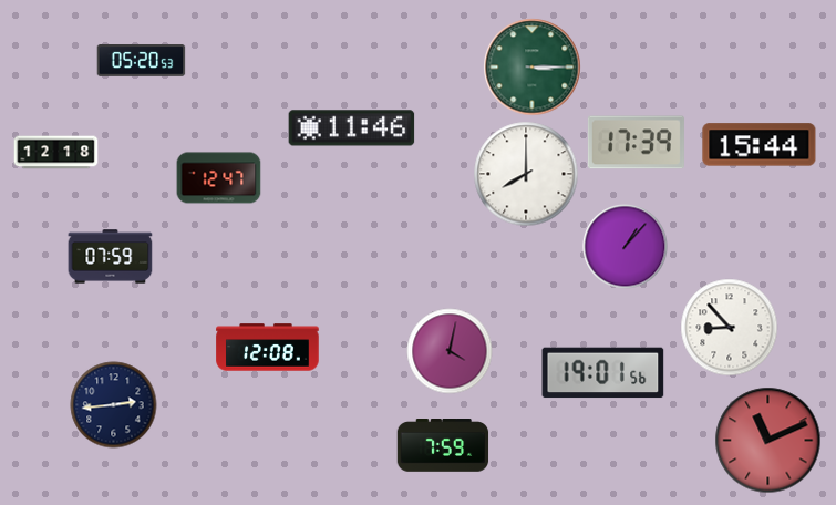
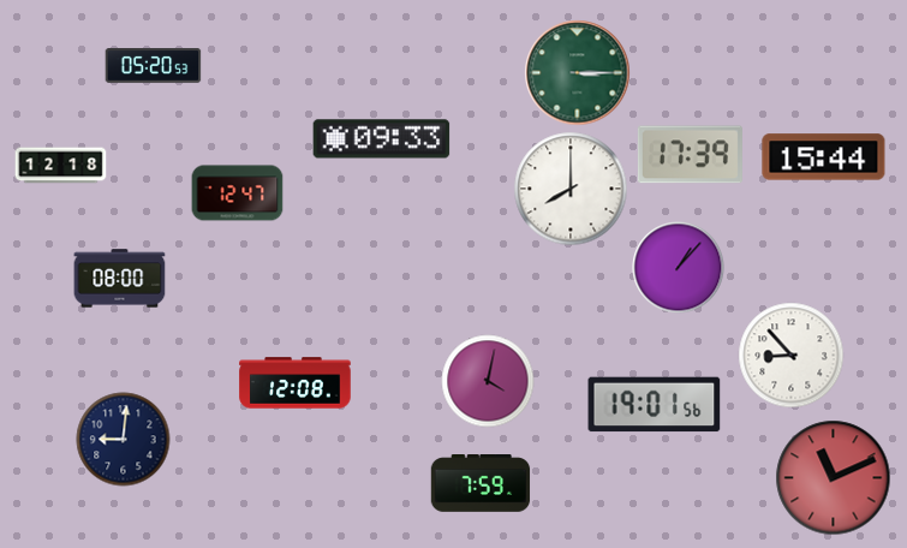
clock at (352, 128): 11:46 -> 09:33
clock at (111, 257): 07:59 -> 08:00
clock at (268, 348) position: (268, 348) -> (296, 383)
clock at (114, 405): 2:44 -> 9:01
